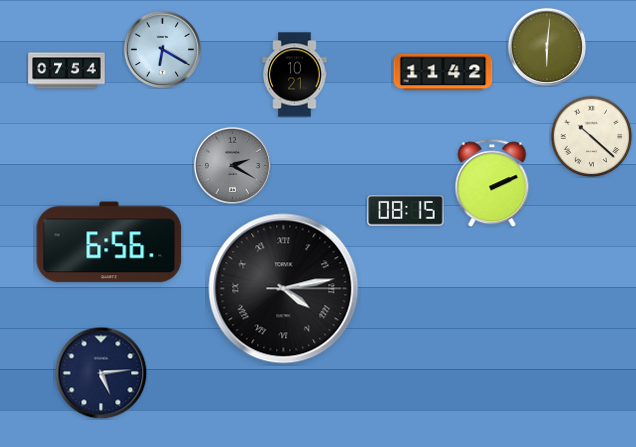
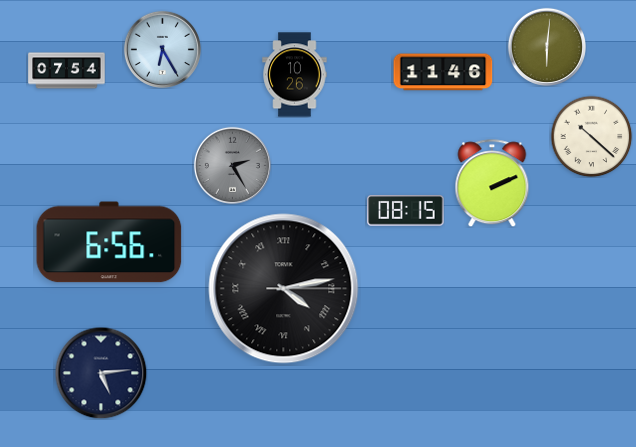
clock at (162, 49): 6:20 -> 6:25
clock at (443, 72): 11:42 -> 11:46
clock at (295, 75): 10:21 -> 10:26
clock at (232, 165): 2:20 -> 2:25
